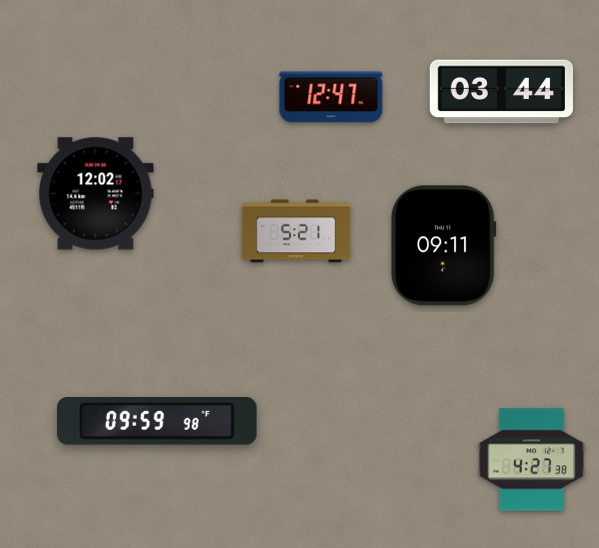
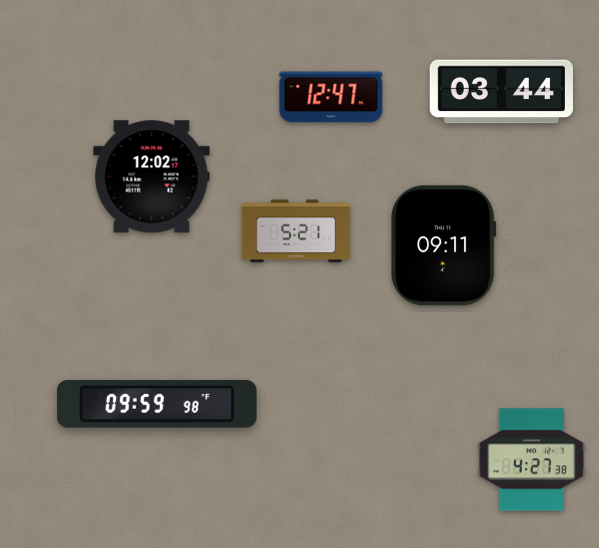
clock at (96, 194) position: (96, 194) -> (152, 177)
clock at (157, 421) position: (157, 421) -> (157, 404)
